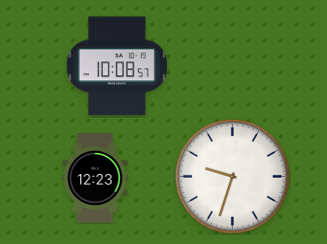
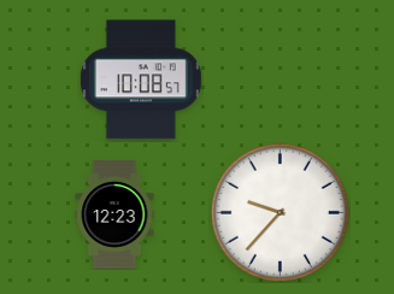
clock at (232, 176): 9:33 -> 9:37
